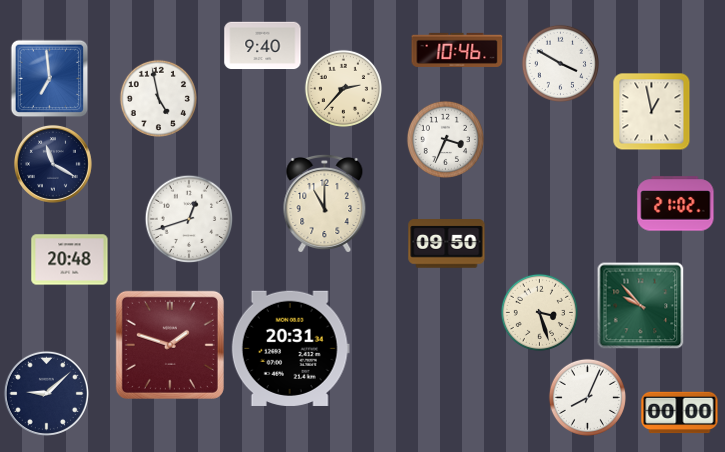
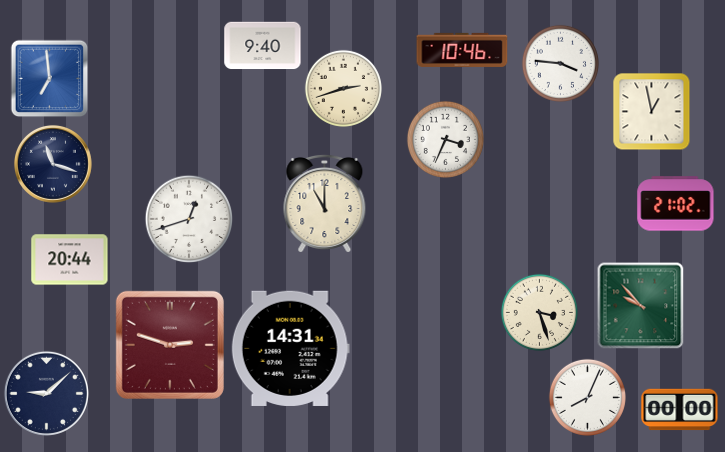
clock at (457, 50) position: (457, 50) -> (462, 50)
clock at (560, 63): 3:50 -> 3:46
clock at (343, 88): 2:37 -> 2:42
clock at (158, 98): 4:58 -> none
clock at (53, 164): 11:20 -> 11:18
clock at (447, 244): 09:50 -> none
clock at (70, 260): 20:48 -> 20:44
clock at (170, 345): 1:48 -> 2:48
clock at (290, 348): 20:31 -> 14:31
clock at (680, 413) position: (680, 413) -> (680, 410)
